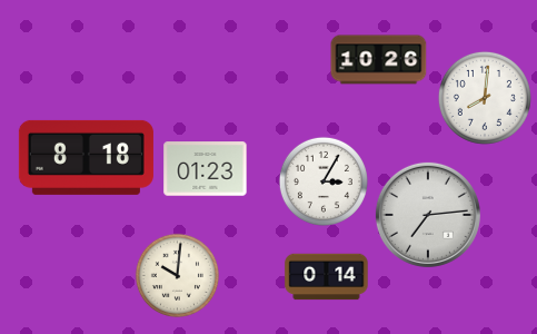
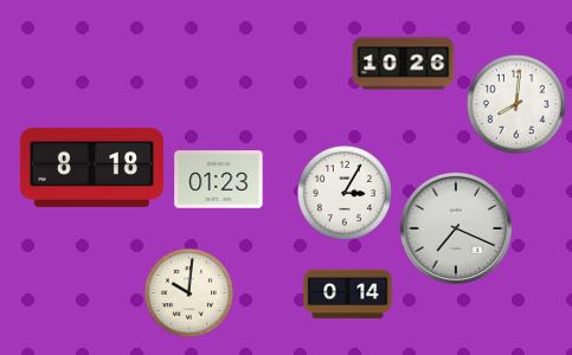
clock at (428, 215): 7:14 -> 7:19
